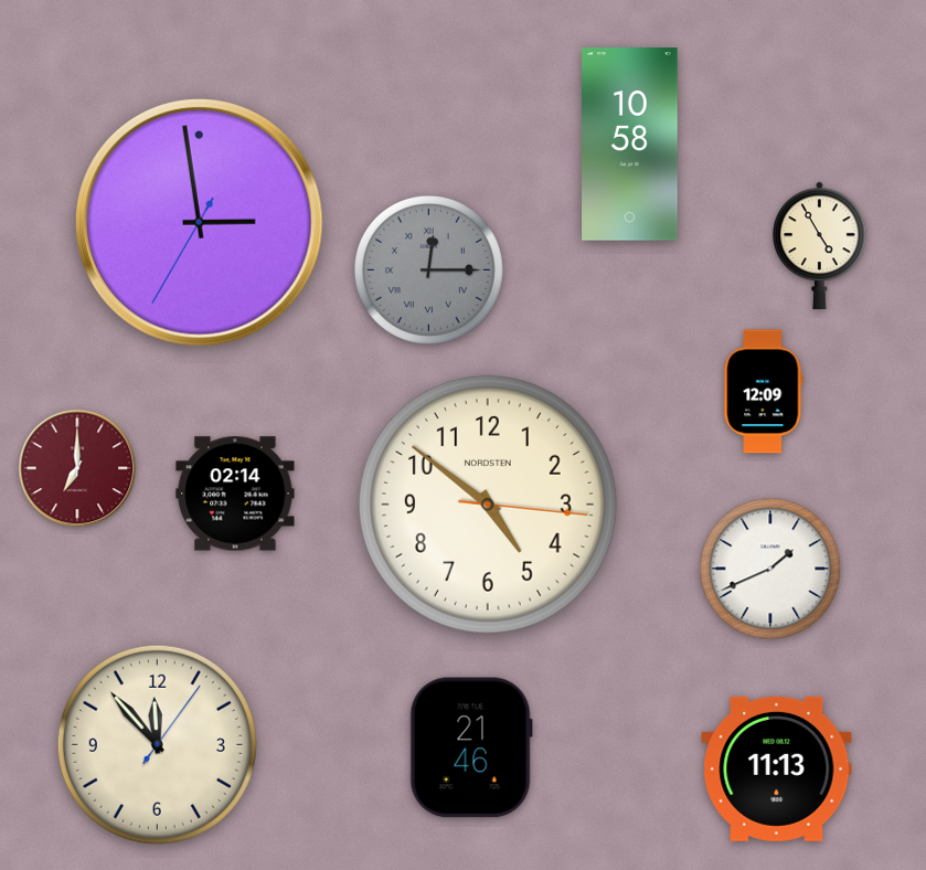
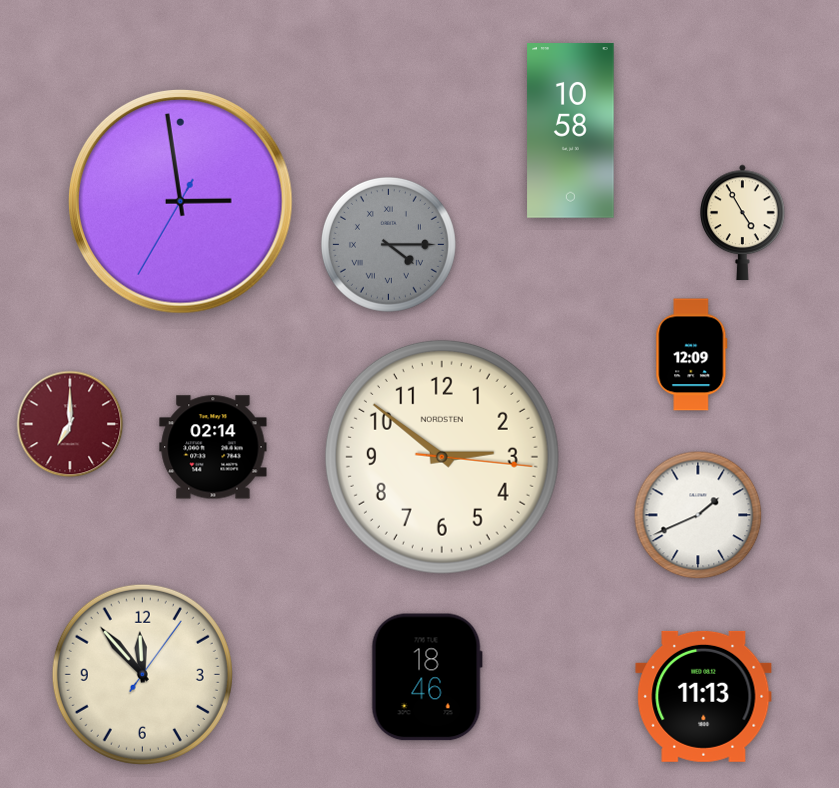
clock at (428, 269): 12:15 -> 4:15
clock at (488, 505): 4:51 -> 2:51
clock at (471, 747): 21:46 -> 18:46
